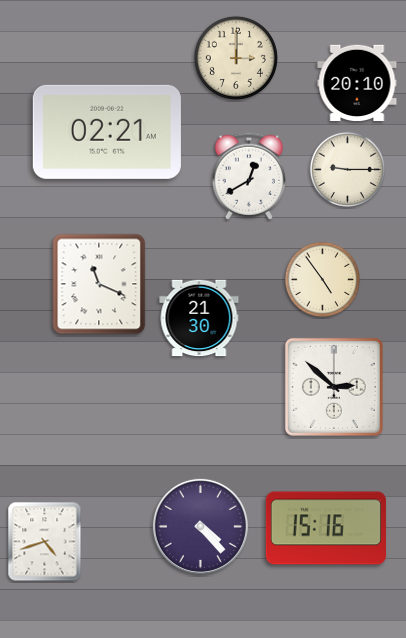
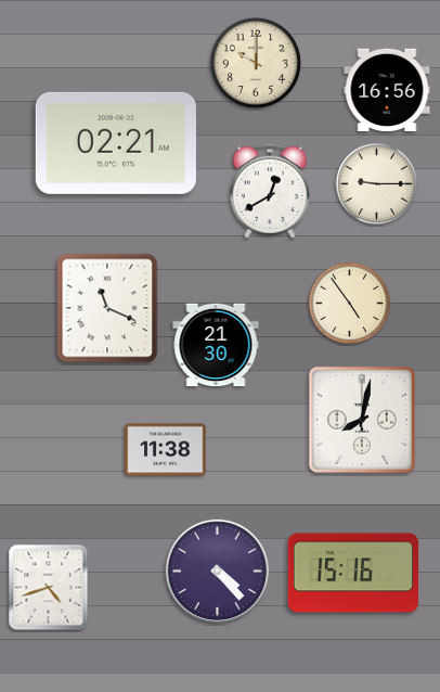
clock at (236, 58): 3:00 -> 10:00
clock at (357, 83): 20:10 -> 16:56
clock at (334, 387): 2:52 -> 8:02
clock at (166, 450): none -> 11:38
